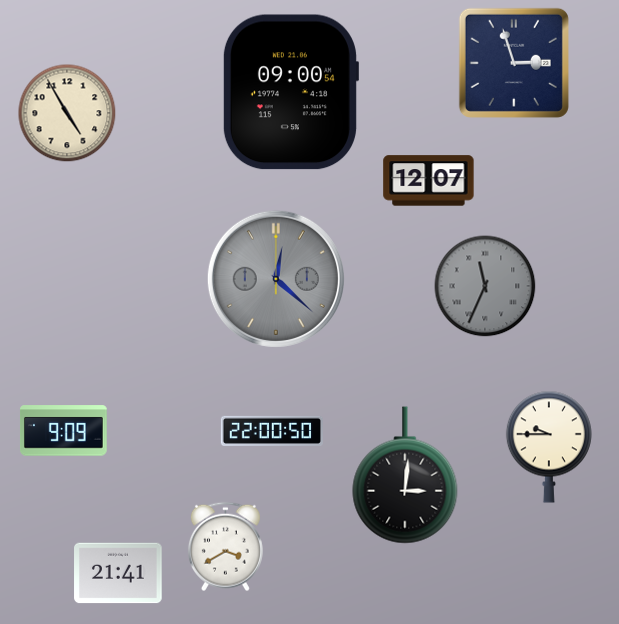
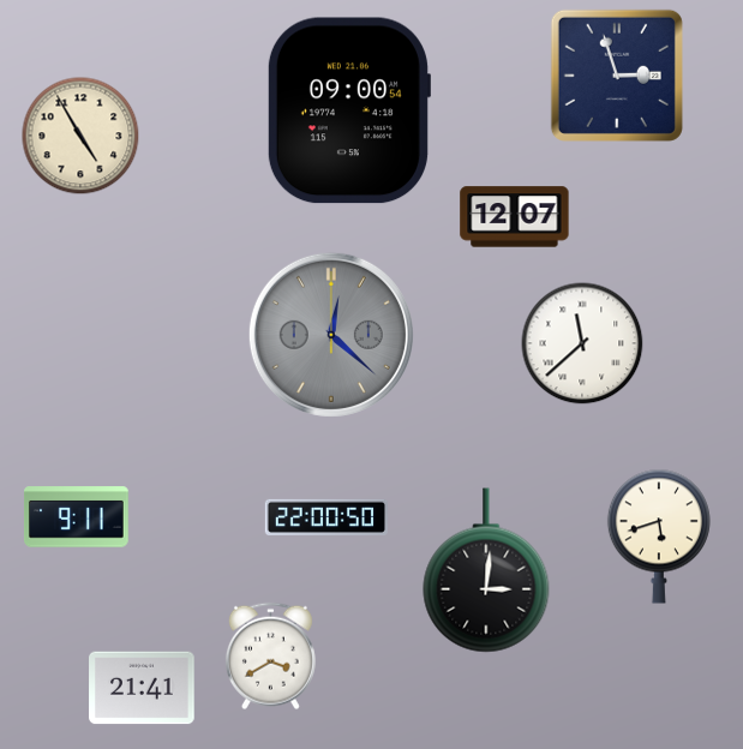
clock at (485, 286): 11:34 -> 11:38
clock at (485, 286) dial: grey -> white
clock at (64, 431): 9:09 -> 9:11
clock at (549, 447): 9:45 -> 5:42
